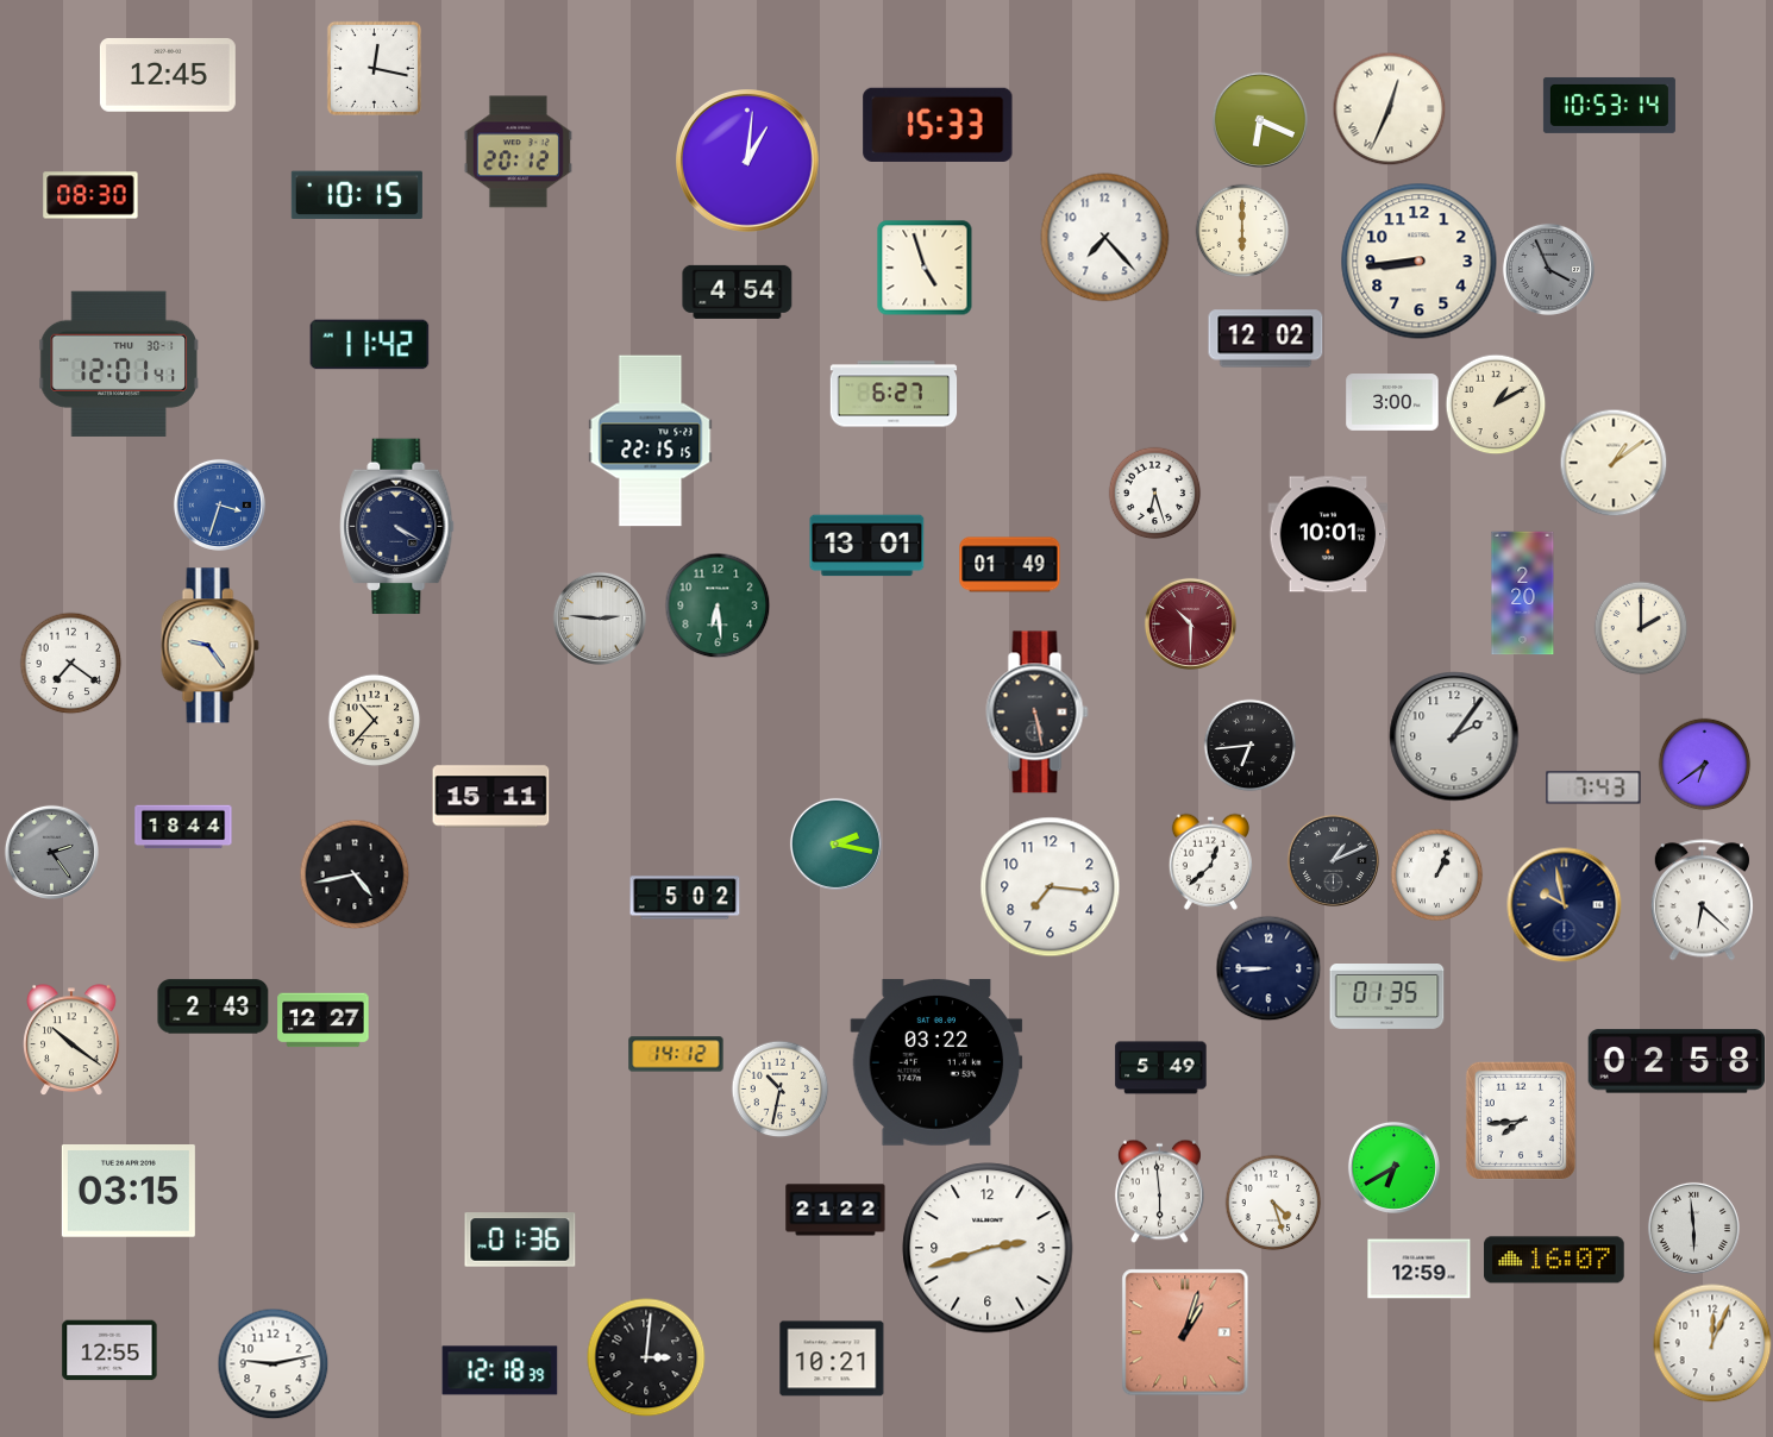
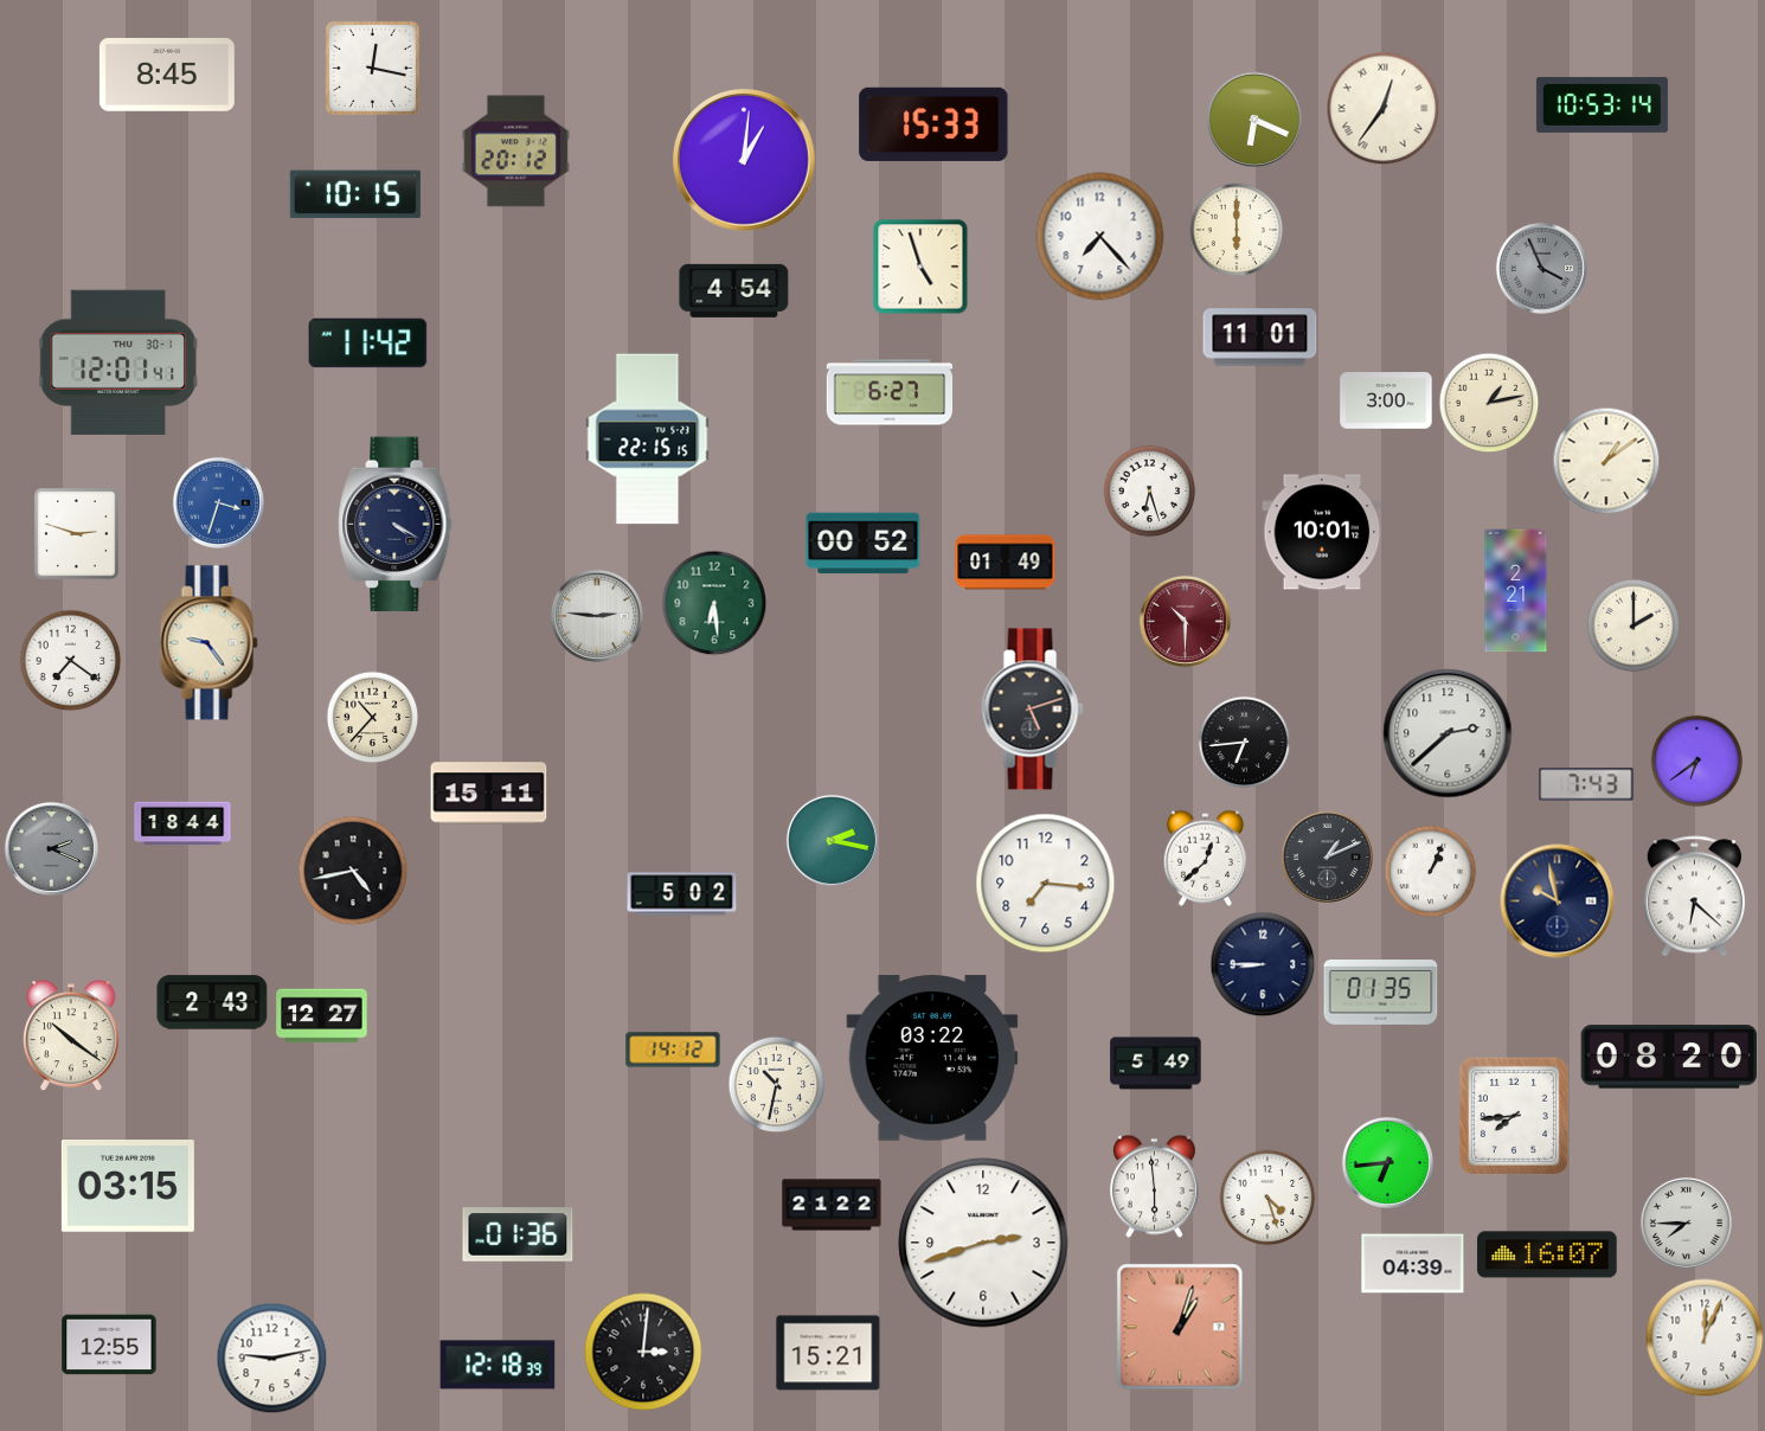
clock at (168, 76): 12:45 -> 8:45
clock at (1389, 108): 12:34 -> 12:36
clock at (90, 195): 08:30 -> none
clock at (1420, 262): 8:44 -> none
clock at (1266, 339): 12:02 -> 11:01
clock at (1496, 404): 1:10 -> 1:13
clock at (77, 534): none -> 2:48
clock at (867, 546): 13:01 -> 00:52
clock at (1523, 594): 2:20 -> 2:21
clock at (1038, 713): 5:28 -> 5:12
clock at (1454, 736): 2:06 -> 2:38
clock at (51, 852): 2:24 -> 2:19
clock at (1677, 1061): 02:58 -> 08:20
clock at (1393, 1167): 6:40 -> 6:44
clock at (1693, 1228): 5:59 -> 7:45
clock at (1420, 1269): 12:59 -> 04:39
clock at (832, 1358): 10:21 -> 15:21
